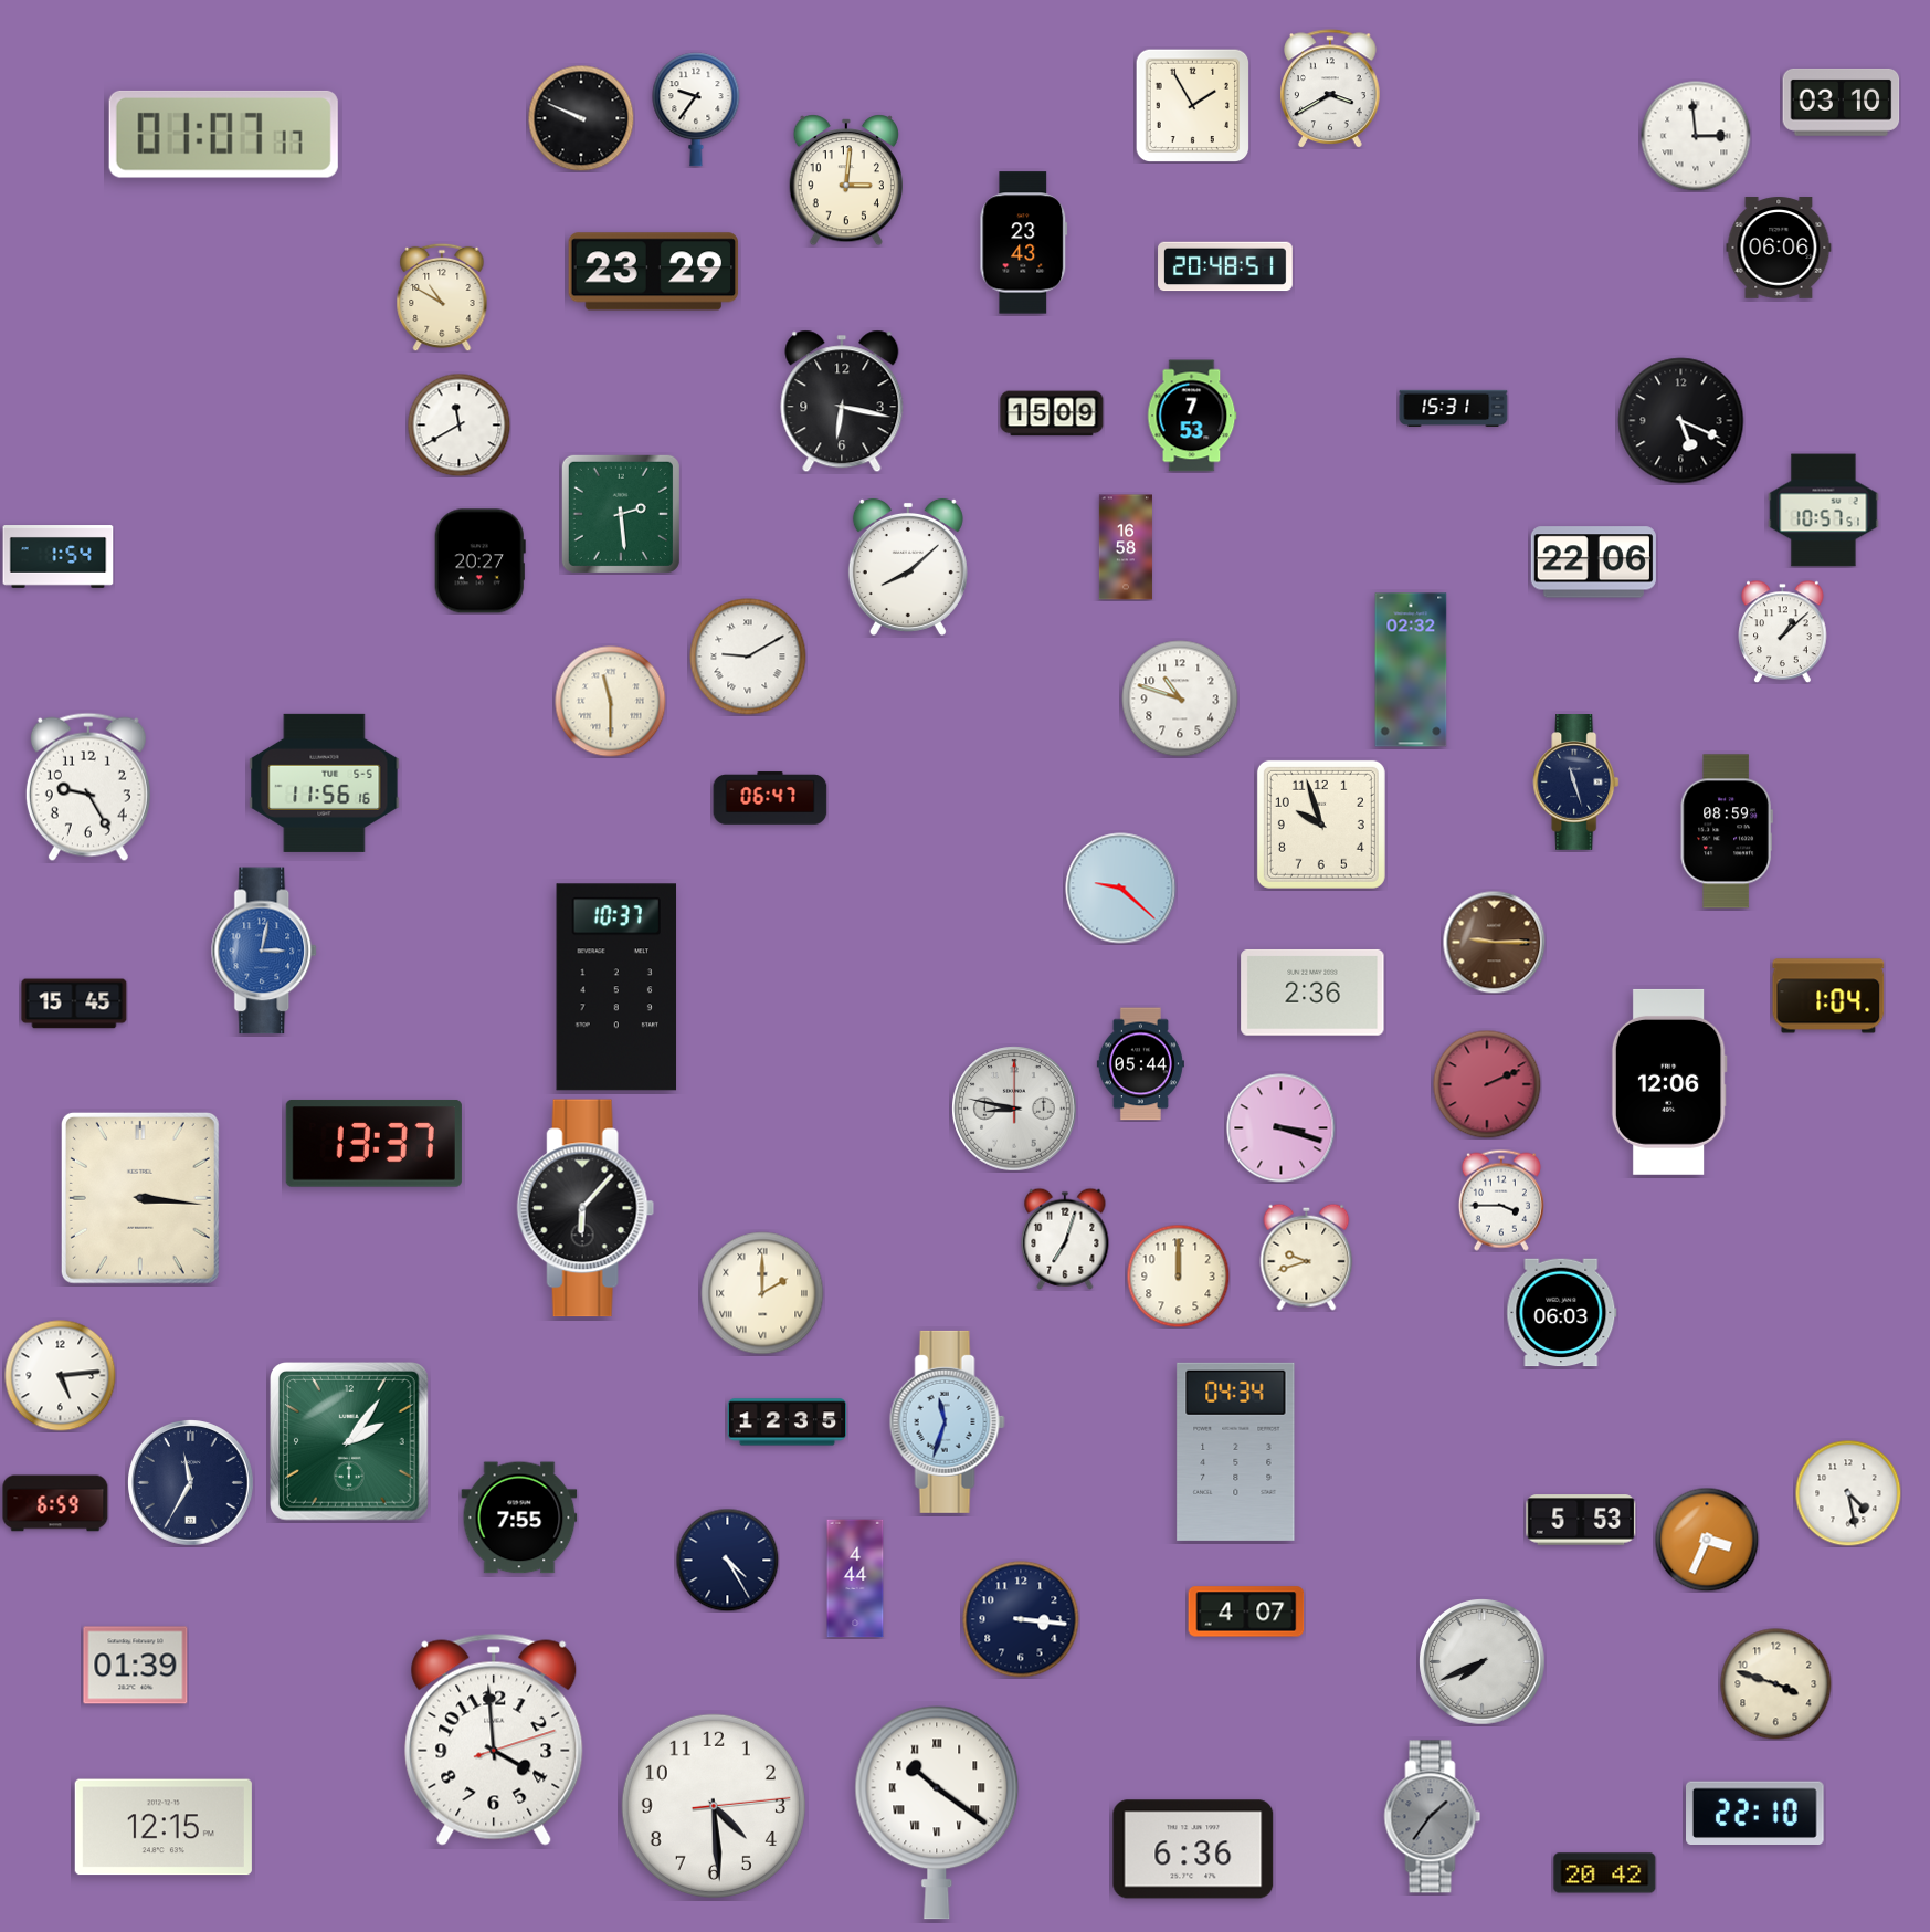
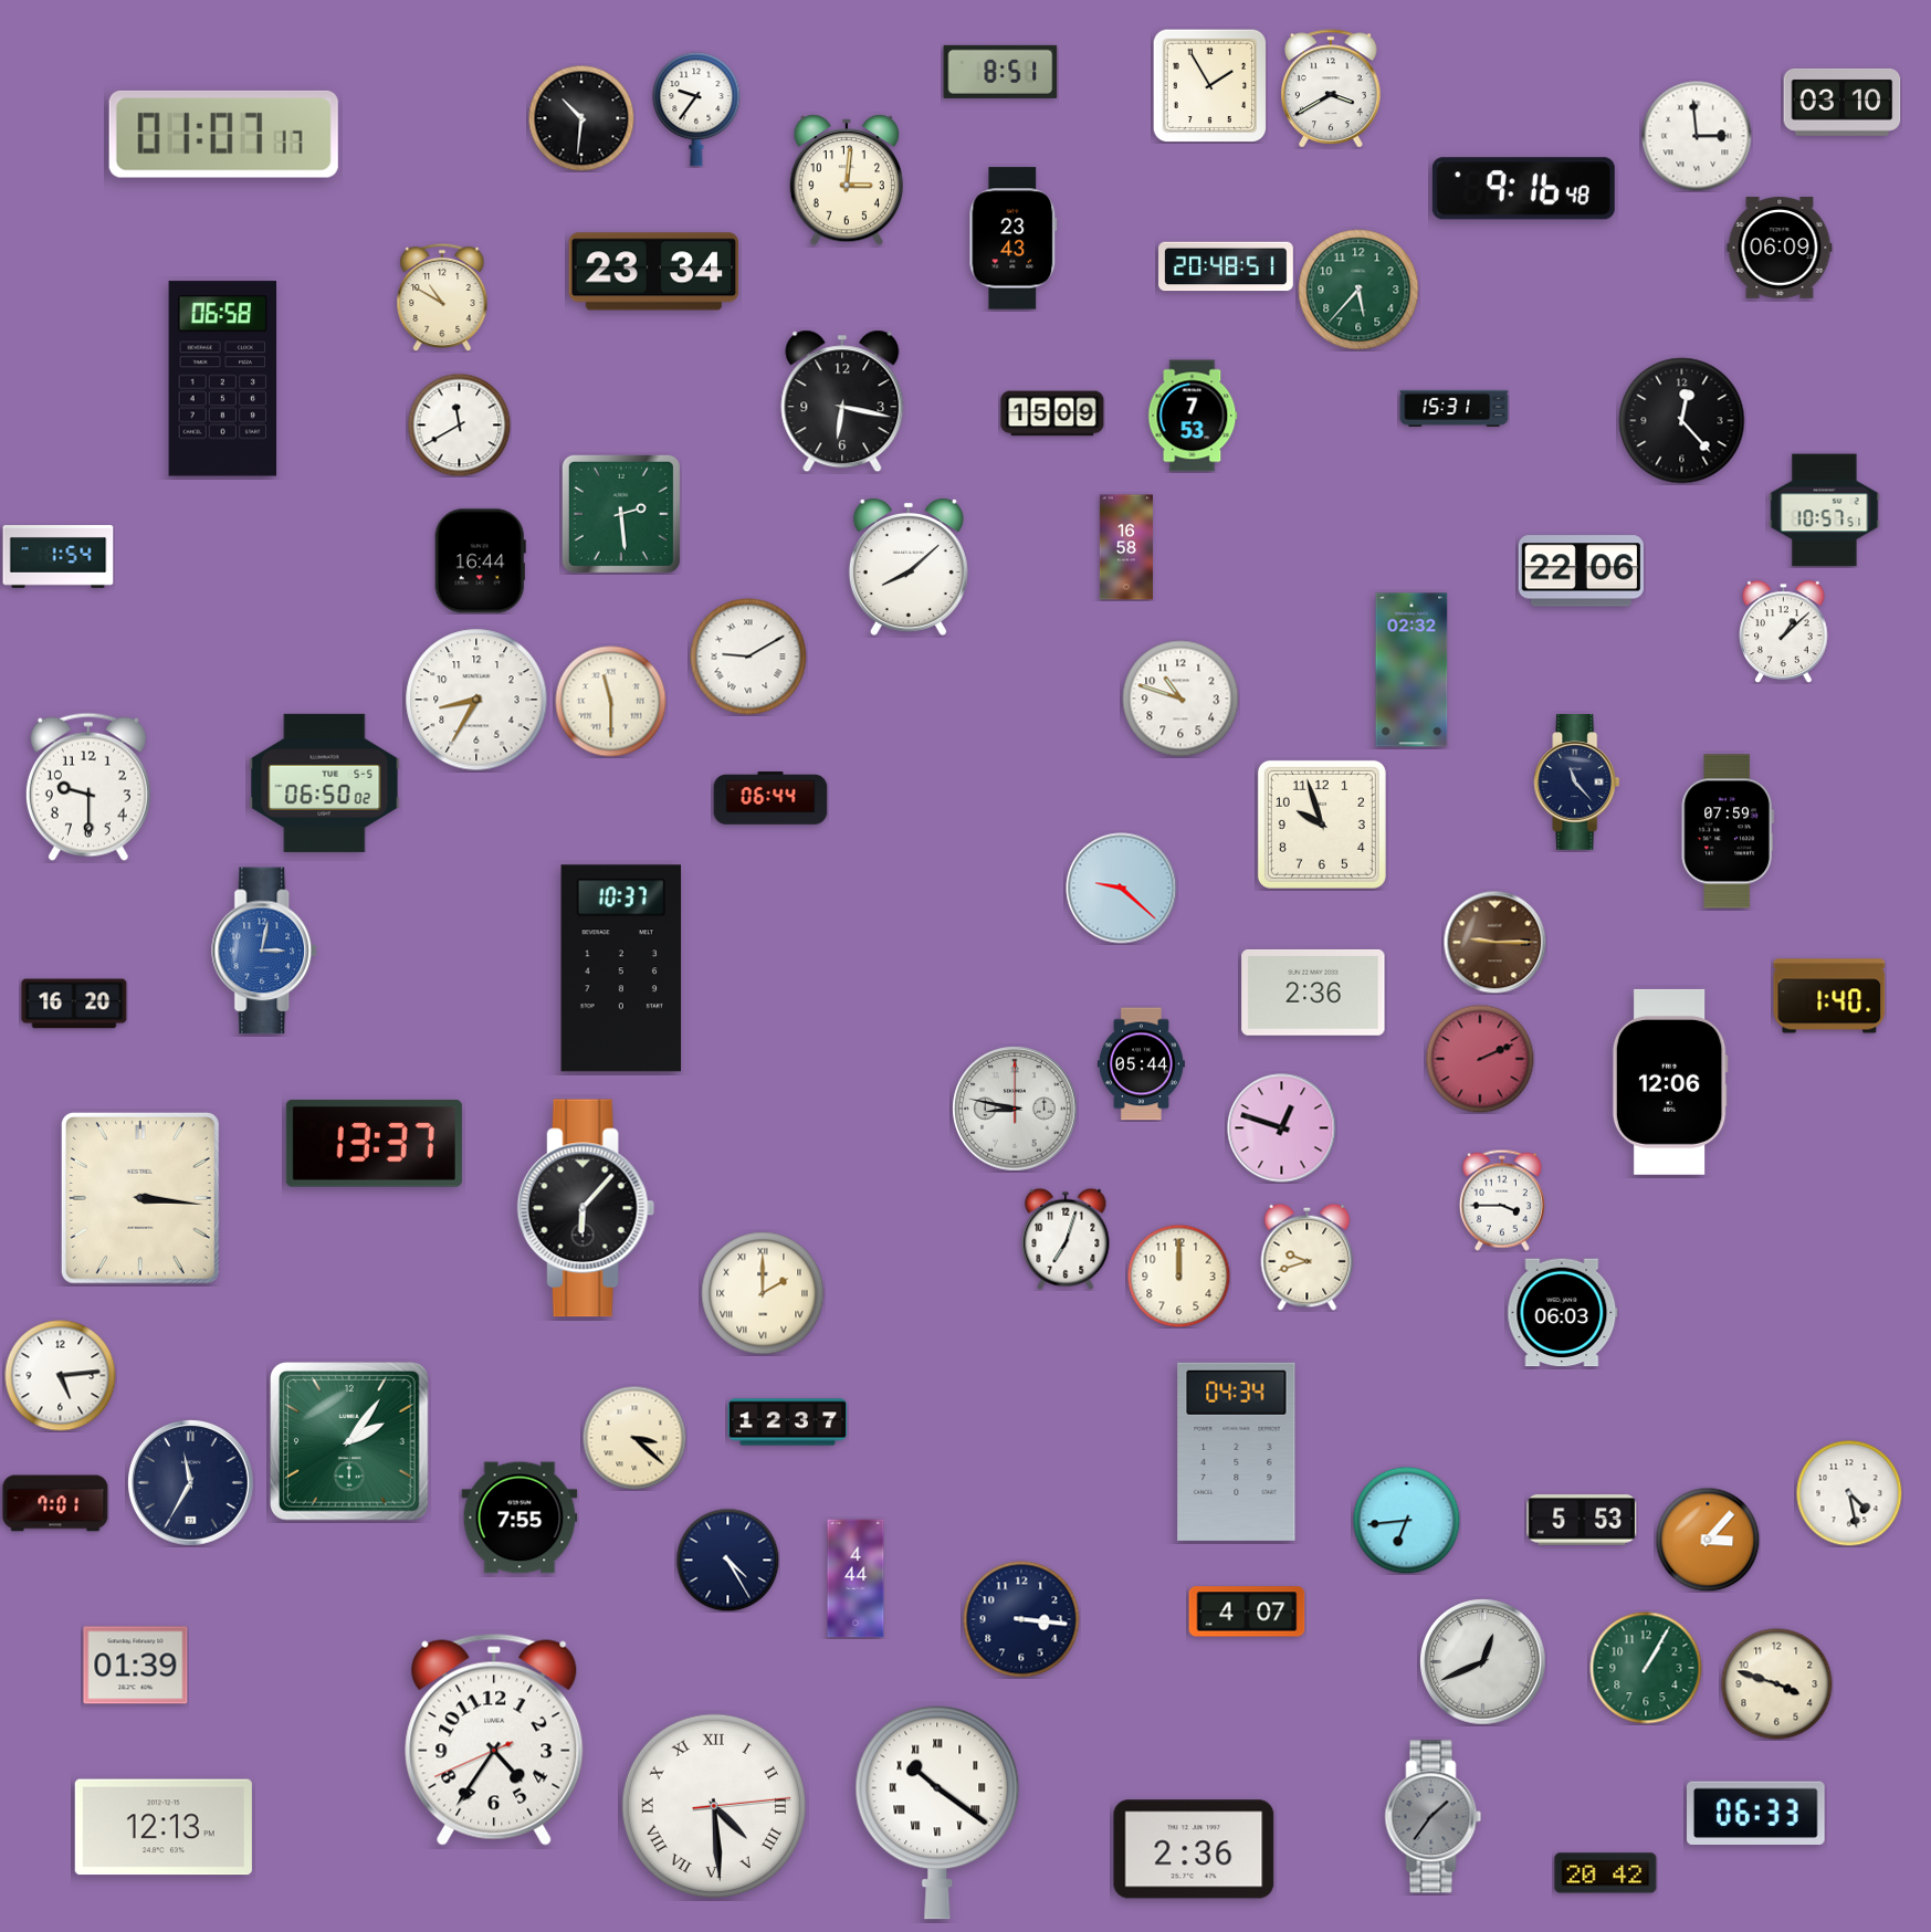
clock at (1000, 72): none -> 8:51
clock at (1192, 105) position: (1192, 105) -> (1209, 85)
clock at (581, 118): 9:49 -> 10:31
clock at (1523, 189): none -> 9:16
clock at (1024, 243) position: (1024, 243) -> (1014, 239)
clock at (1779, 248): 06:06 -> 06:09
clock at (654, 272): 23:29 -> 23:34
clock at (1358, 290): none -> 5:37
clock at (223, 379): none -> 06:58
clock at (1681, 421): 5:19 -> 12:23
clock at (479, 561): 20:27 -> 16:44
clock at (1593, 563) position: (1593, 563) -> (1581, 571)
clock at (476, 700): none -> 8:35
clock at (325, 783): 11:56 -> 06:50
clock at (1576, 783): 11:27 -> 11:23
clock at (88, 787): 9:25 -> 9:30
clock at (770, 798): 06:47 -> 06:44
clock at (1727, 831): 08:59 -> 07:59
clock at (616, 987) position: (616, 987) -> (621, 968)
clock at (1828, 996): 1:04 -> 1:40
clock at (74, 1004): 15:45 -> 16:20
clock at (1487, 1084) position: (1487, 1084) -> (1480, 1059)
clock at (1282, 1128): 3:18 -> 12:48
clock at (947, 1421): 11:33 -> none
clock at (788, 1422): 12:35 -> 12:37
clock at (634, 1438): none -> 3:22
clock at (55, 1503): 6:59 -> 7:01
clock at (1406, 1520): none -> 6:44
clock at (1707, 1540): 3:34 -> 3:07
clock at (1483, 1662): 7:41 -> 12:41
clock at (1646, 1668): none -> 1:05
clock at (494, 1740): 3:59 -> 4:35
clock at (714, 1806) numerals: Arabic -> Roman
clock at (1755, 1813): 22:10 -> 06:33
clock at (164, 1827): 12:15 -> 12:13
clock at (1193, 1849): 6:36 -> 2:36
